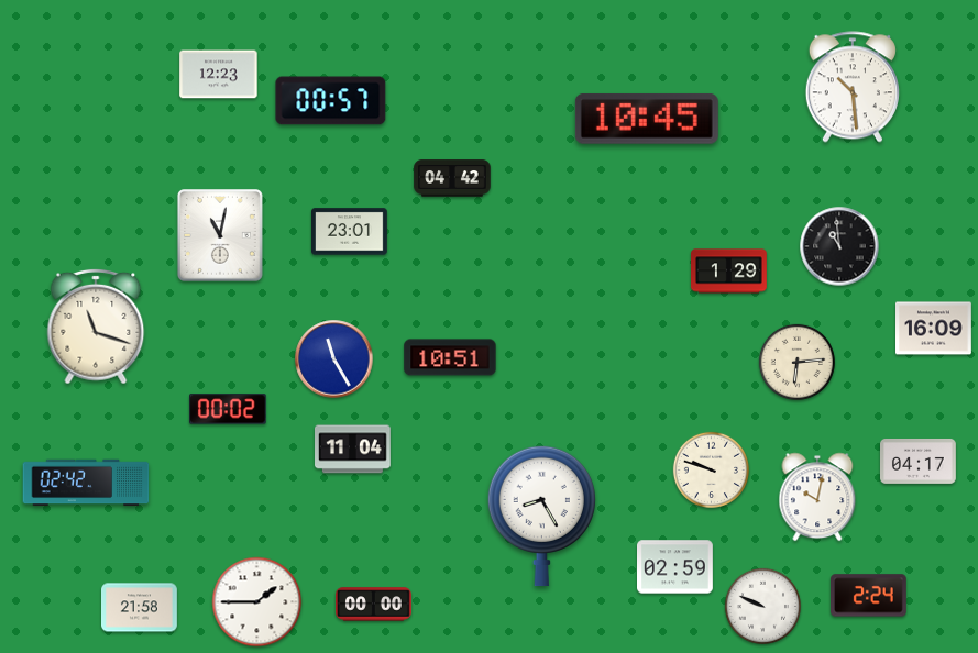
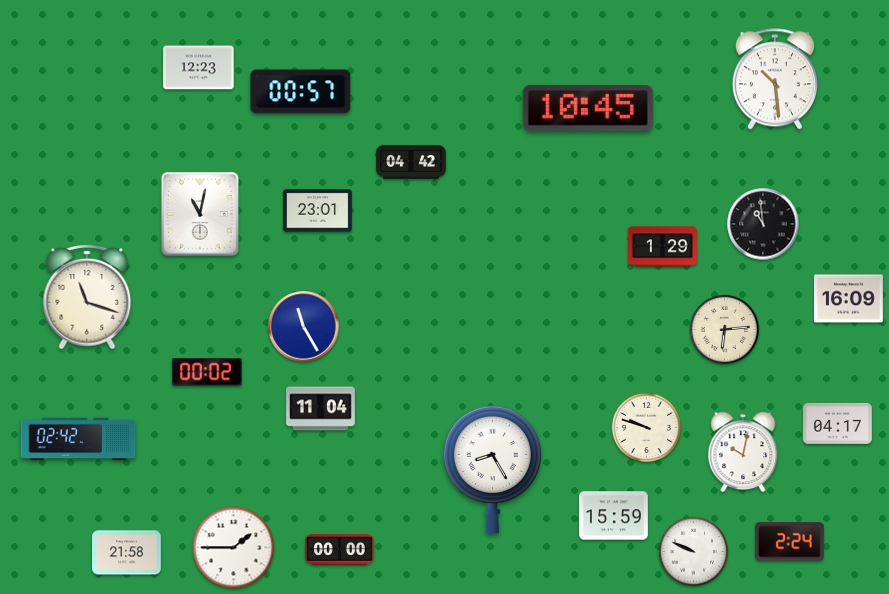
clock at (450, 357): 10:51 -> none
clock at (919, 461) position: (919, 461) -> (838, 423)
clock at (675, 567): 02:59 -> 15:59
